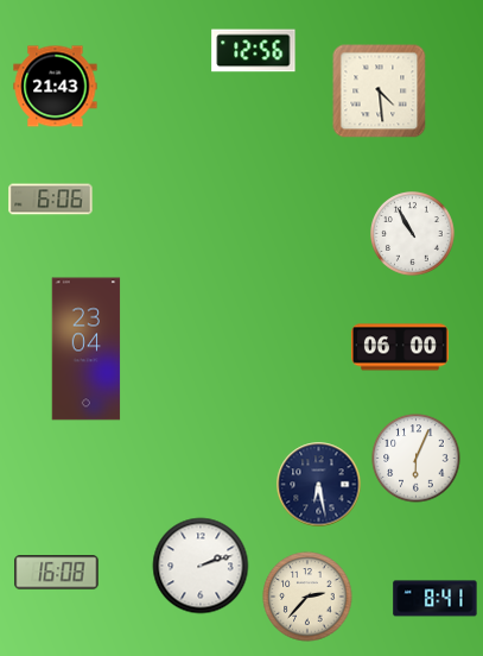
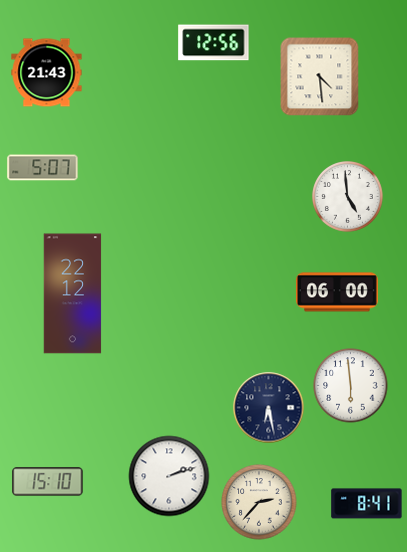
clock at (51, 200): 6:06 -> 5:07
clock at (413, 234): 10:55 -> 4:59
clock at (87, 349): 23:04 -> 22:12
clock at (417, 459): 6:04 -> 5:59
clock at (57, 573): 16:08 -> 15:10
